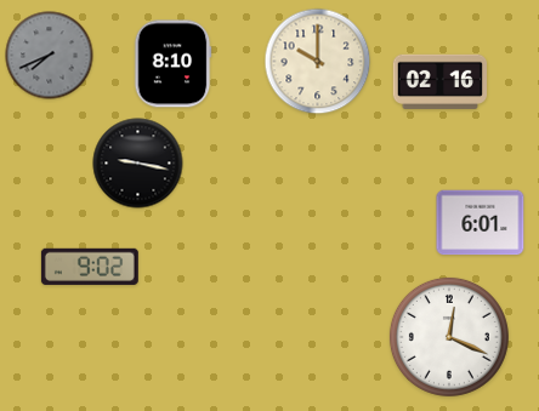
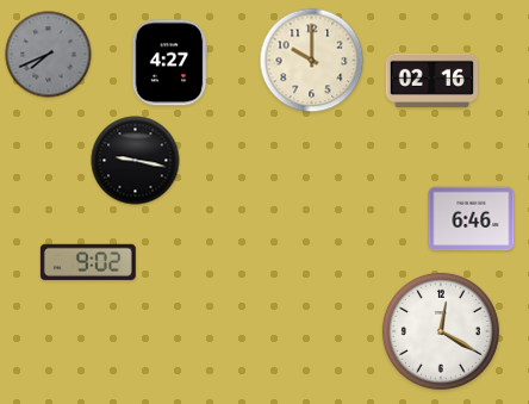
clock at (172, 64): 8:10 -> 4:27
clock at (481, 223): 6:01 -> 6:46
clock at (449, 337): 12:19 -> 12:20
